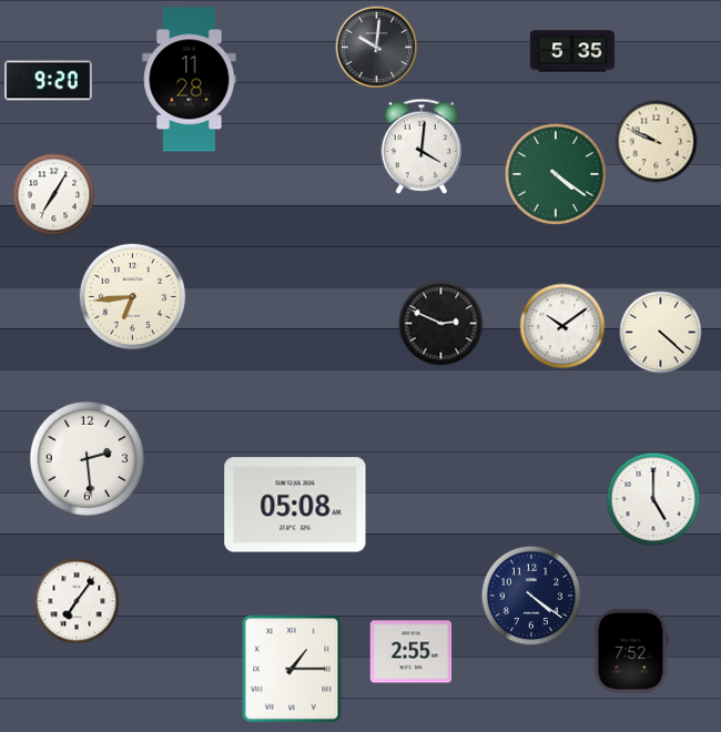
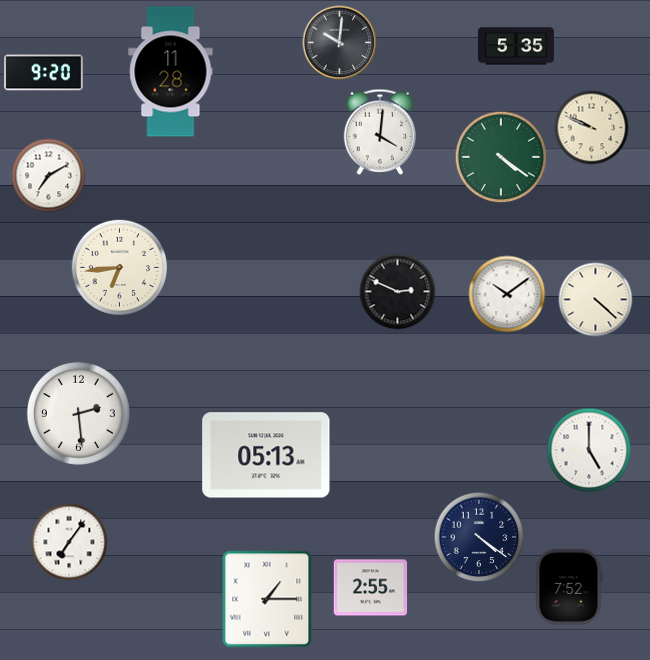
clock at (54, 195): 7:05 -> 7:10
clock at (295, 505): 05:08 -> 05:13
clock at (292, 669) position: (292, 669) -> (267, 599)
